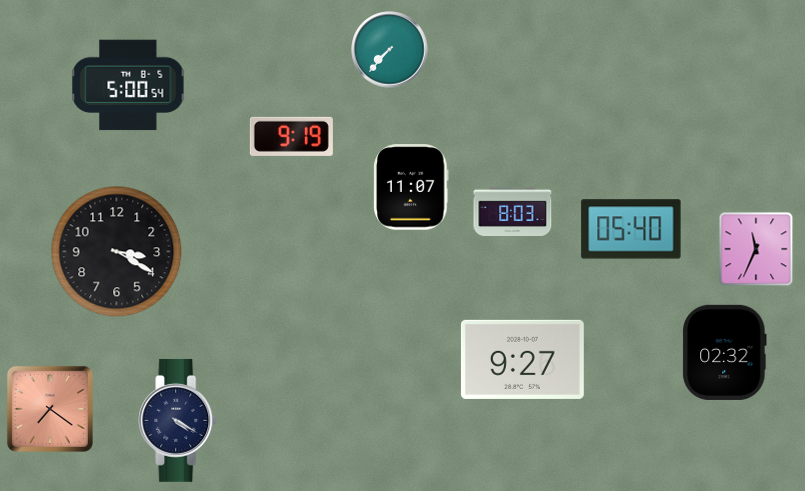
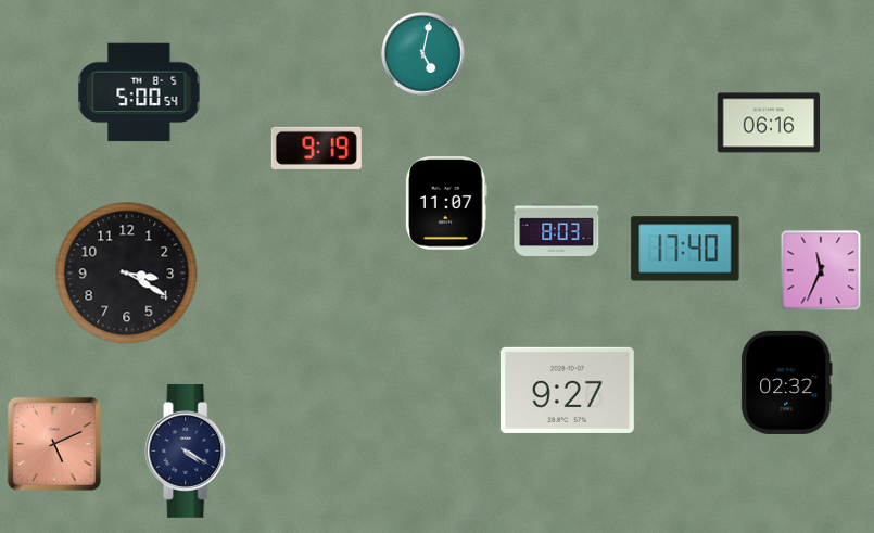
clock at (390, 50): 7:37 -> 5:02
clock at (769, 123): none -> 06:16
clock at (631, 229): 05:40 -> 17:40
clock at (50, 409): 7:21 -> 5:11
clock at (178, 420) position: (178, 420) -> (188, 450)
